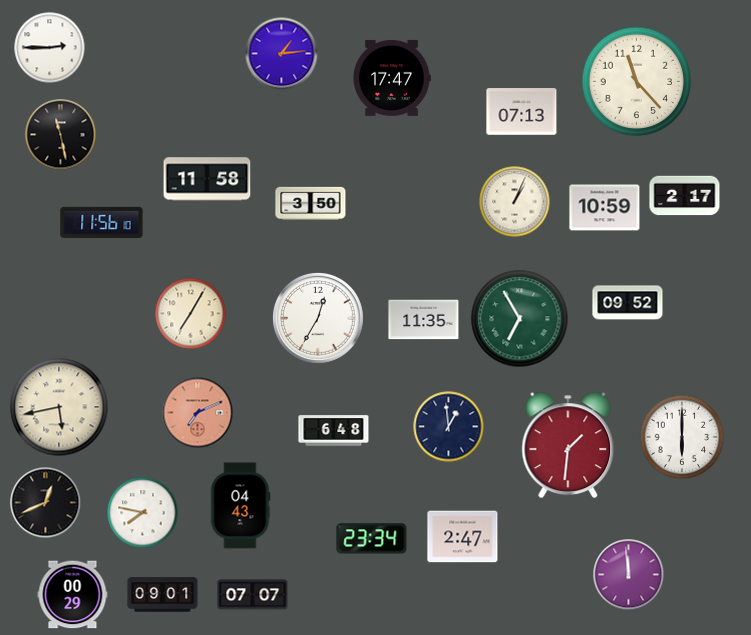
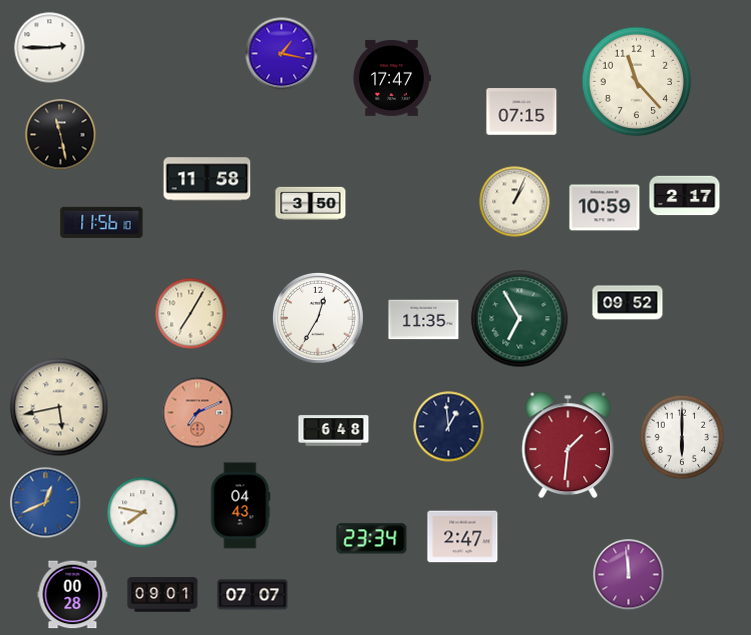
clock at (282, 54): 1:14 -> 1:17
clock at (522, 112): 07:13 -> 07:15
clock at (46, 503) dial: black -> blue
clock at (73, 595): 00:29 -> 00:28
